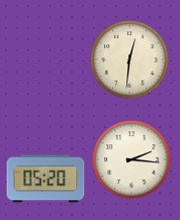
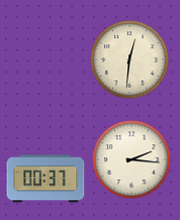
clock at (45, 179): 05:20 -> 00:37
